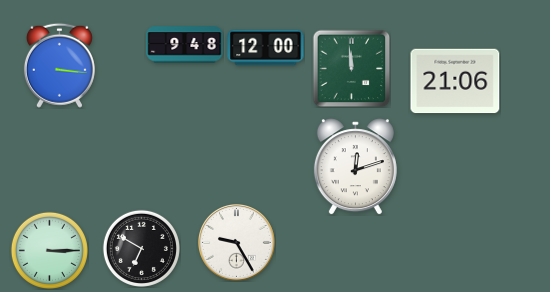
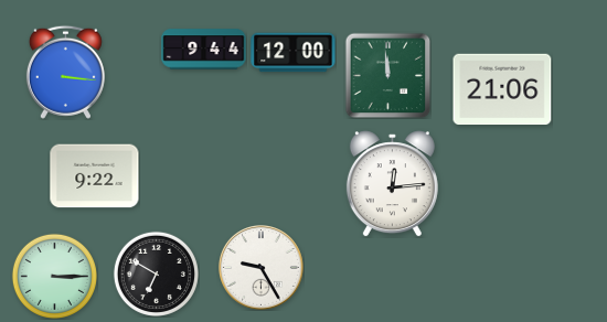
clock at (185, 45): 9:48 -> 9:44
clock at (95, 176): none -> 9:22
clock at (355, 167): 12:12 -> 12:14
